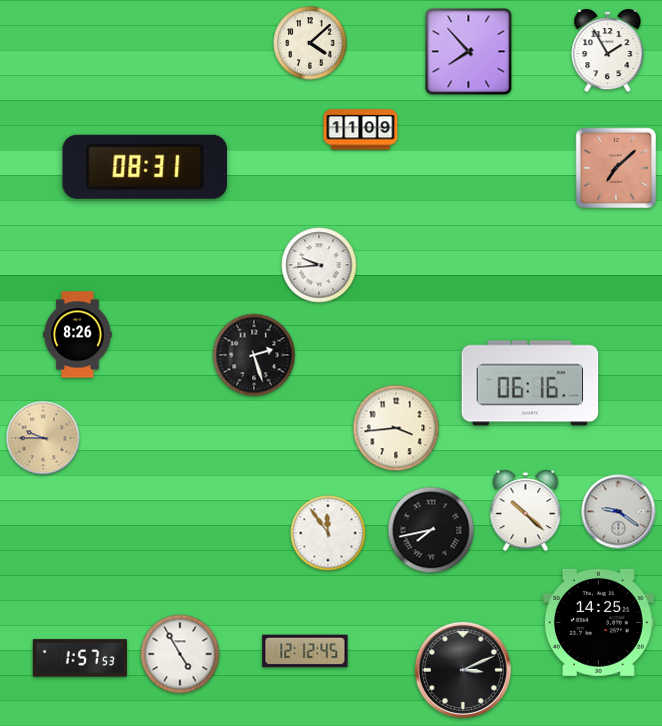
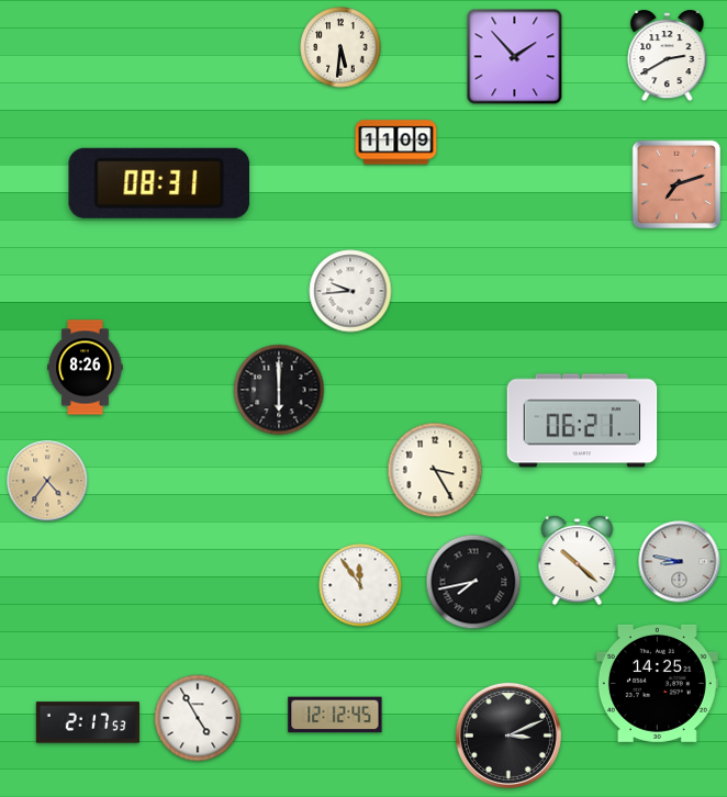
clock at (310, 43): 4:08 -> 5:31
clock at (469, 52): 7:53 -> 1:53
clock at (608, 52): 1:55 -> 2:40
clock at (616, 168): 7:08 -> 7:12
clock at (254, 355): 2:27 -> 6:00
clock at (530, 383): 06:16 -> 06:21
clock at (396, 428): 3:44 -> 3:25
clock at (43, 438): 9:45 -> 4:36
clock at (619, 512): 9:21 -> 8:47
clock at (80, 658): 1:57 -> 2:17
